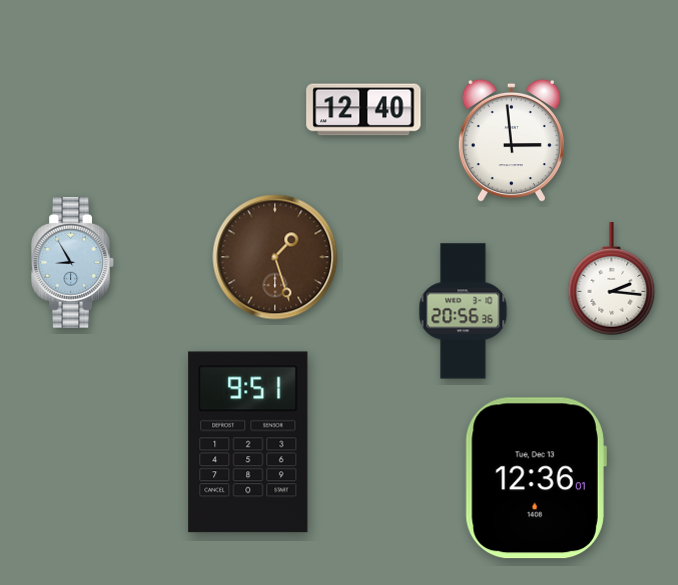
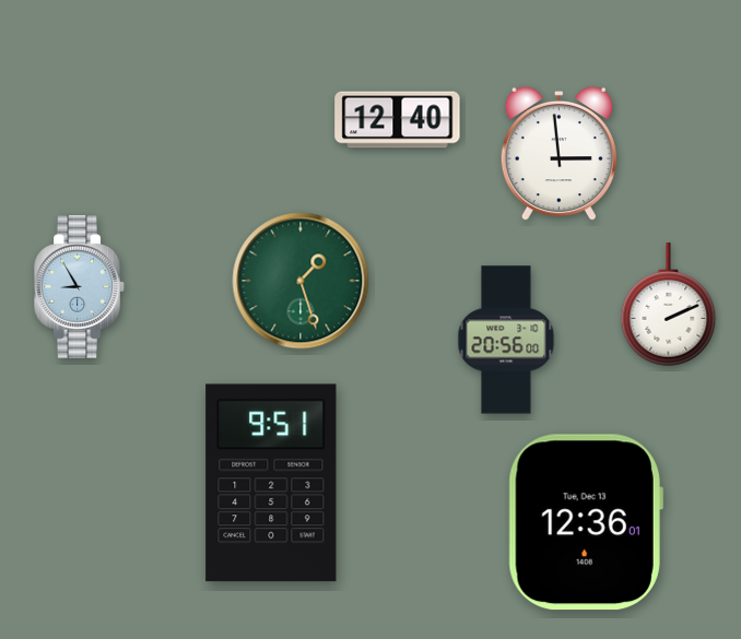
clock at (275, 257) dial: brown -> green
clock at (612, 279): 2:16 -> 2:11
clock at (463, 311): 20:56:36 -> 20:56:00
